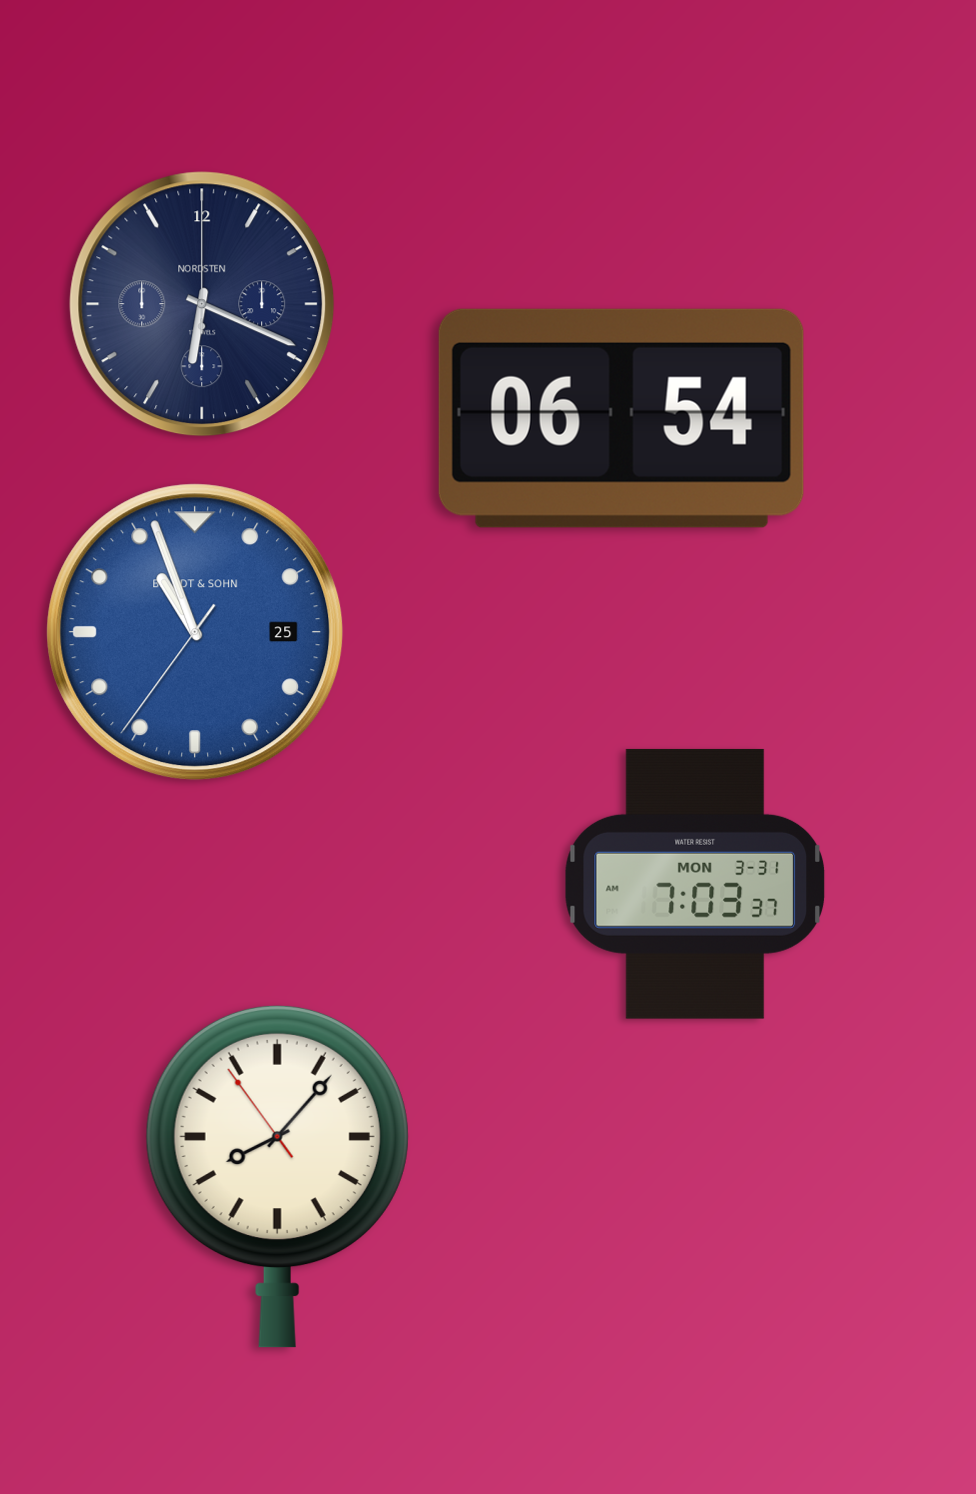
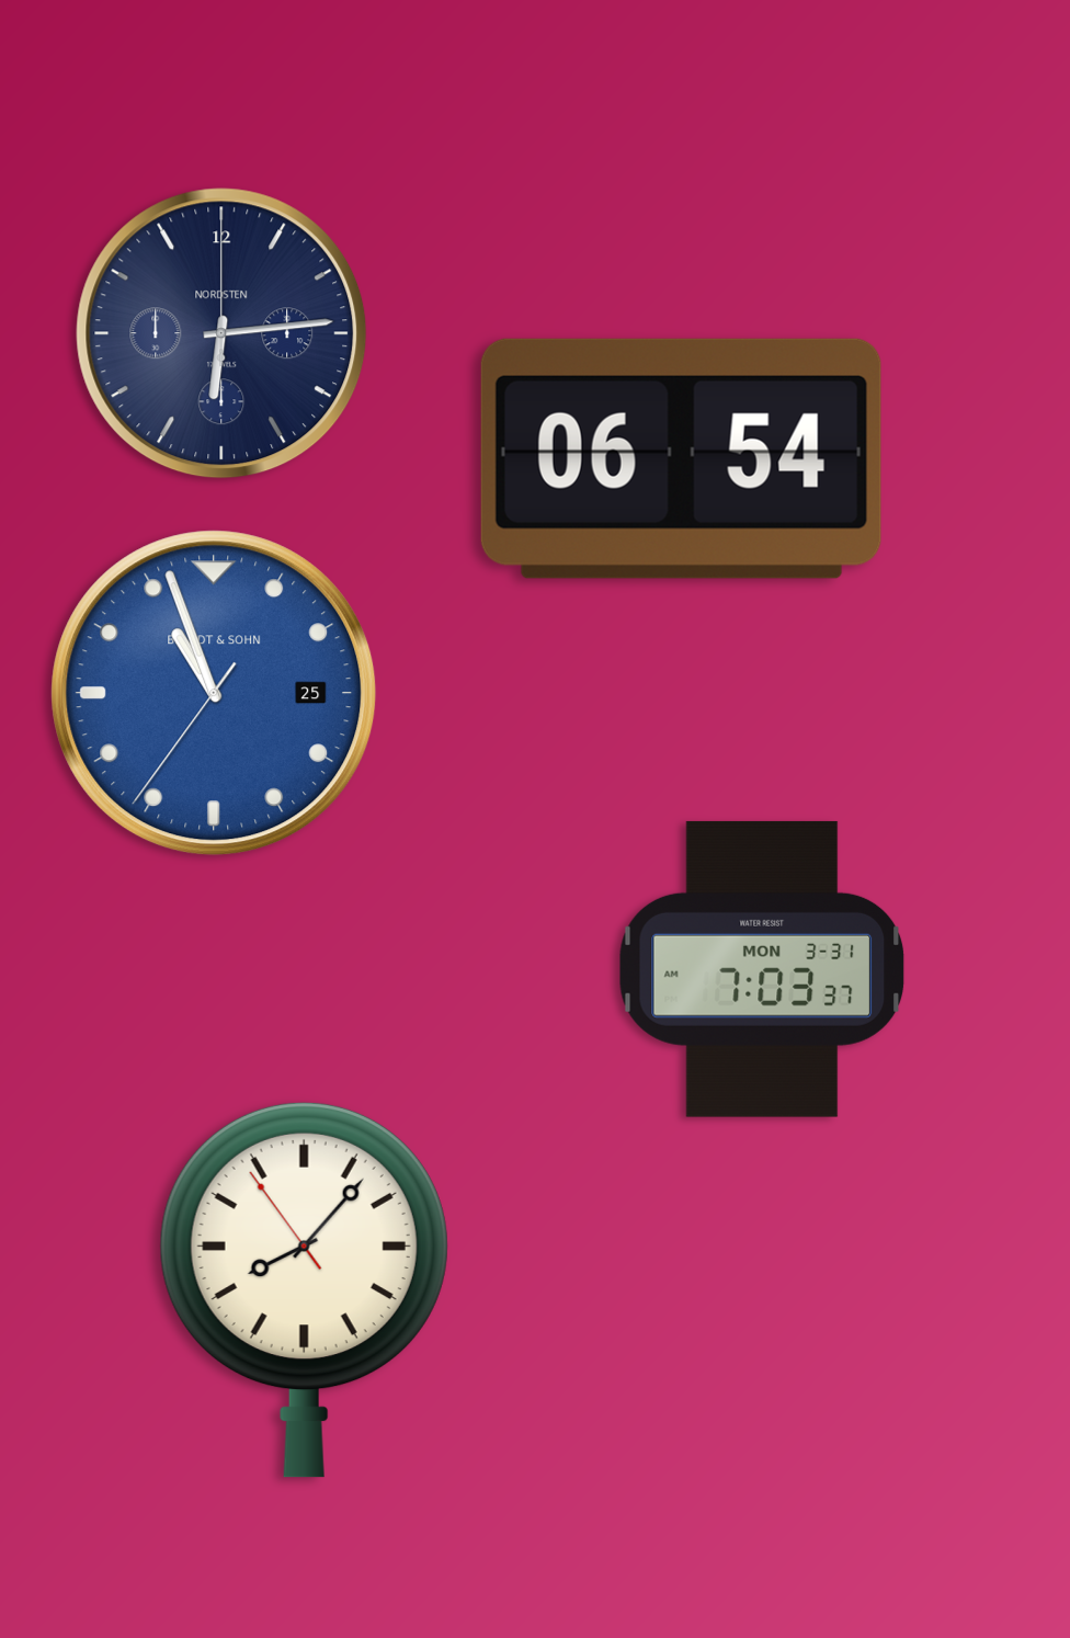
clock at (202, 304): 6:19 -> 6:14
